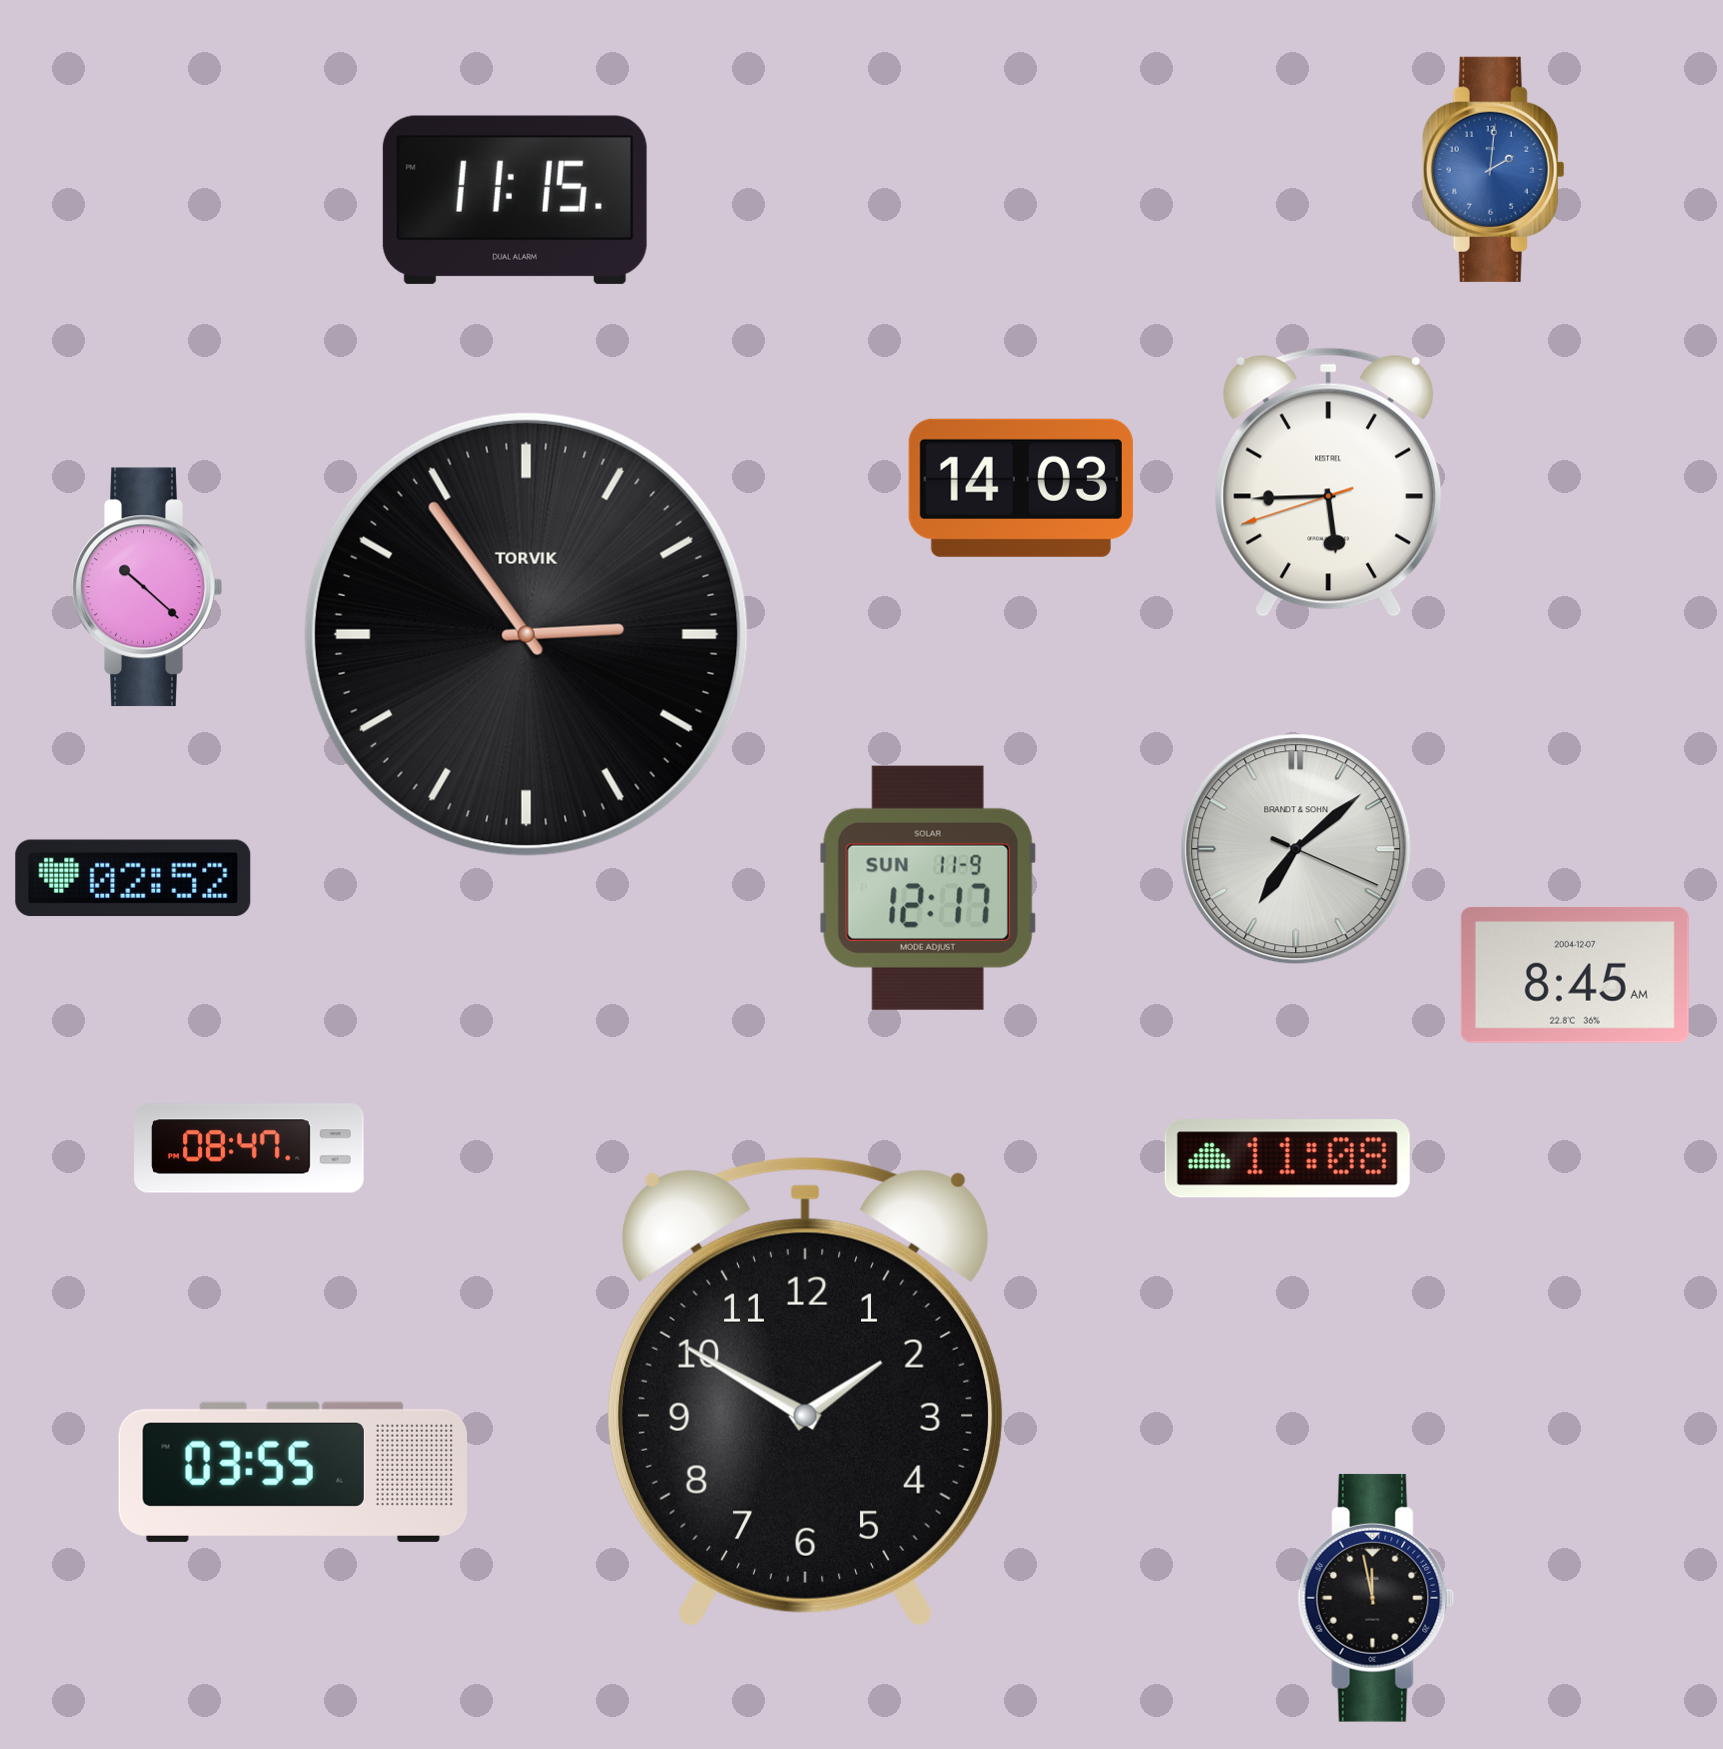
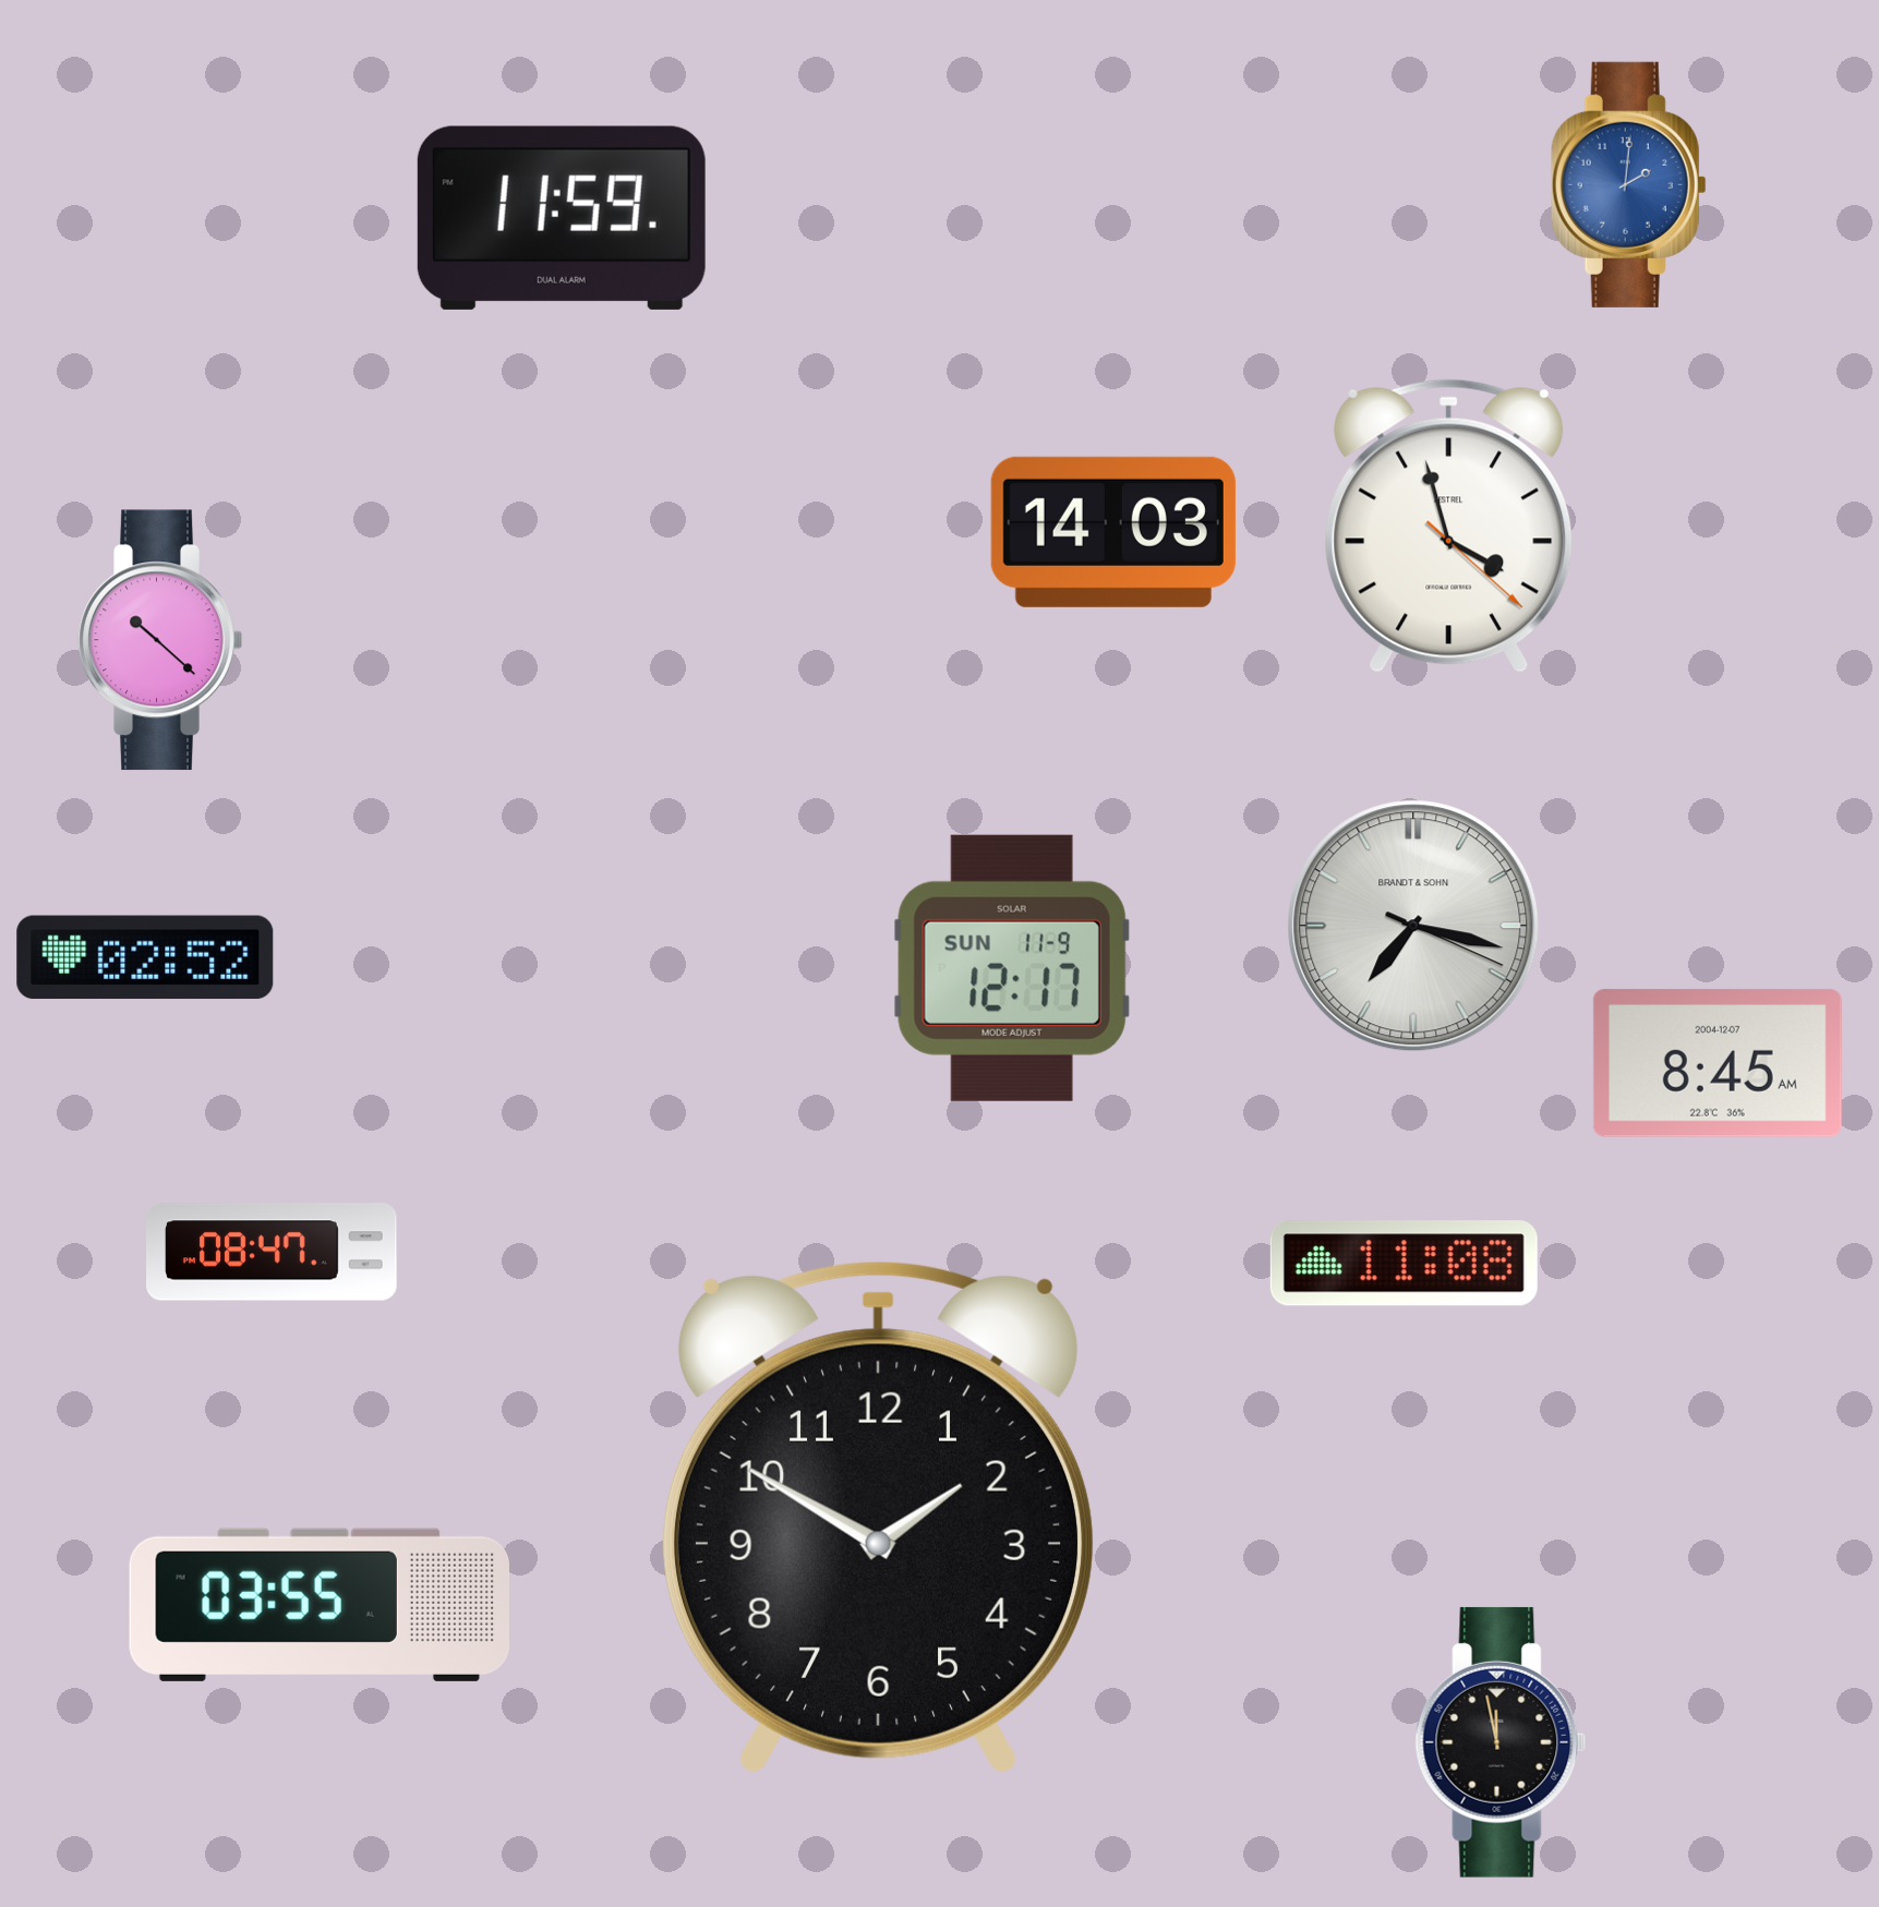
clock at (515, 200): 11:15 -> 11:59
clock at (1329, 482): 5:44 -> 3:57
clock at (526, 634): 2:54 -> none
clock at (1296, 849): 7:08 -> 7:17
